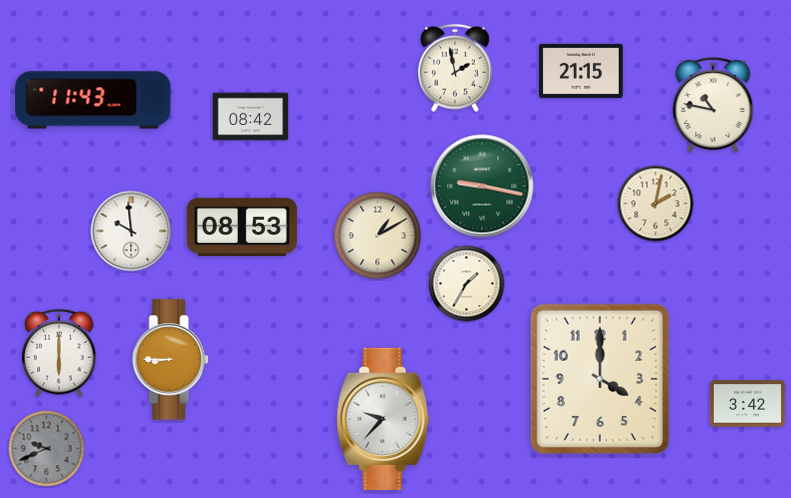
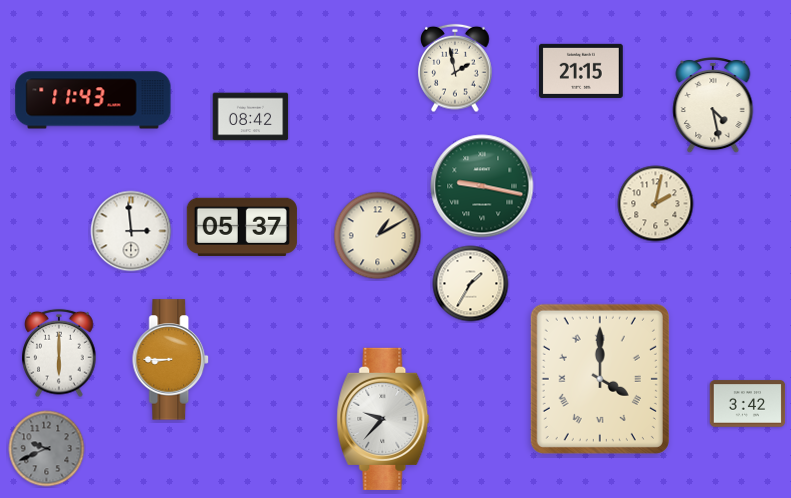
clock at (713, 105): 10:47 -> 4:28
clock at (242, 227): 08:53 -> 05:37
clock at (131, 231): 9:59 -> 2:59
clock at (467, 284) position: (467, 284) -> (471, 284)
clock at (600, 379) numerals: Arabic -> Roman
